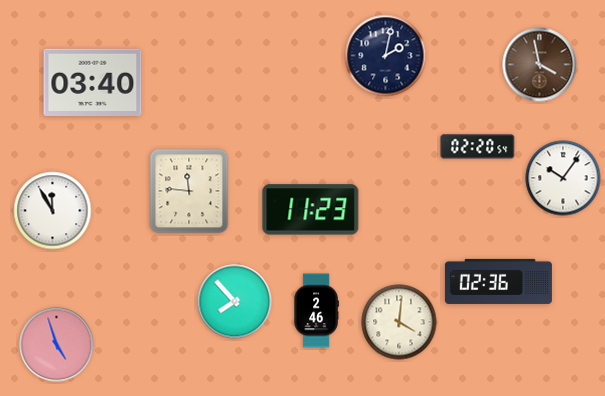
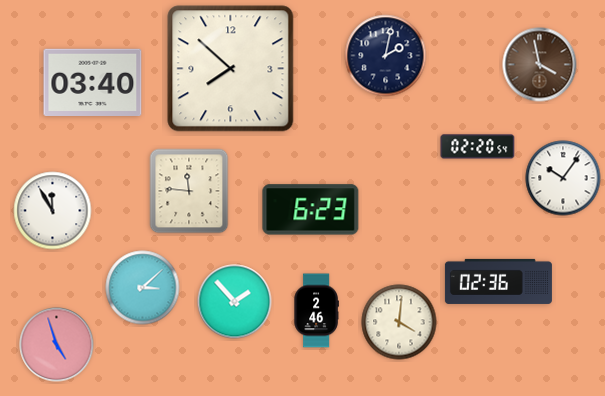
clock at (231, 69): none -> 7:52
clock at (311, 210): 11:23 -> 6:23
clock at (143, 288): none -> 3:08
clock at (235, 302): 7:53 -> 1:53
